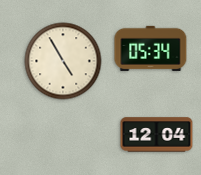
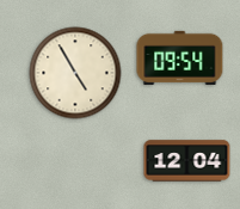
clock at (151, 48): 05:34 -> 09:54
